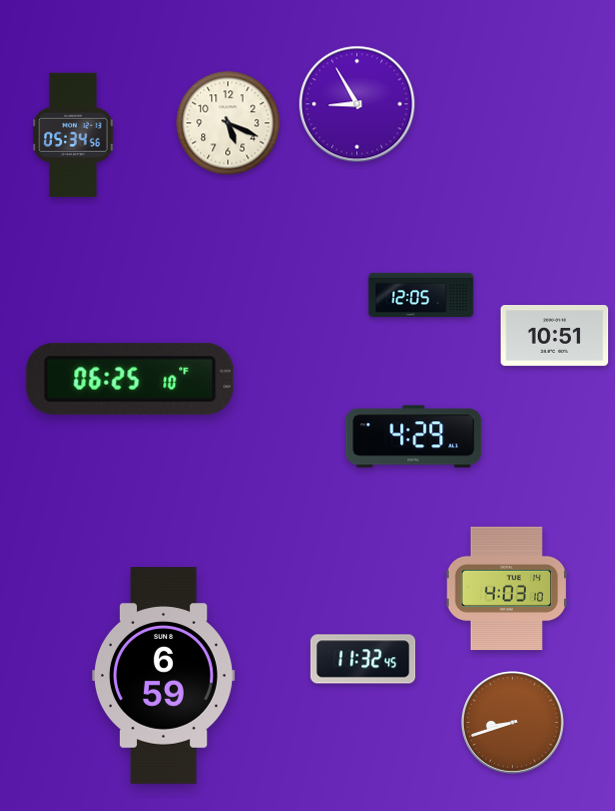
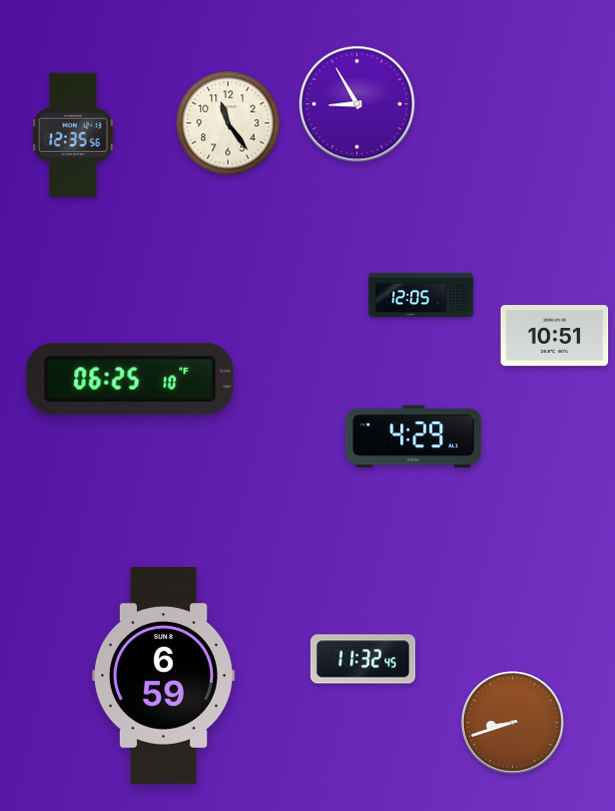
clock at (228, 123): 5:19 -> 11:24
clock at (73, 135): 05:34 -> 12:35
clock at (507, 589): 4:03 -> none
